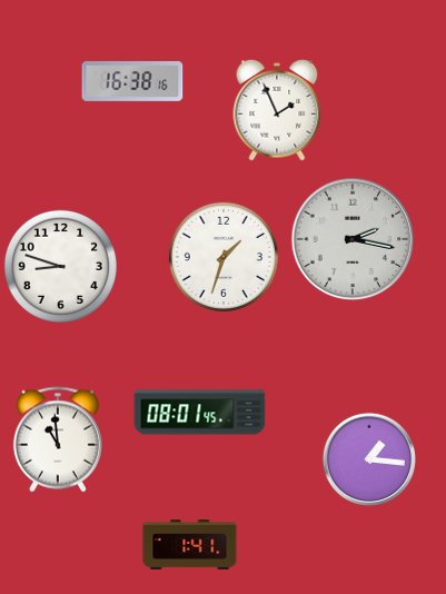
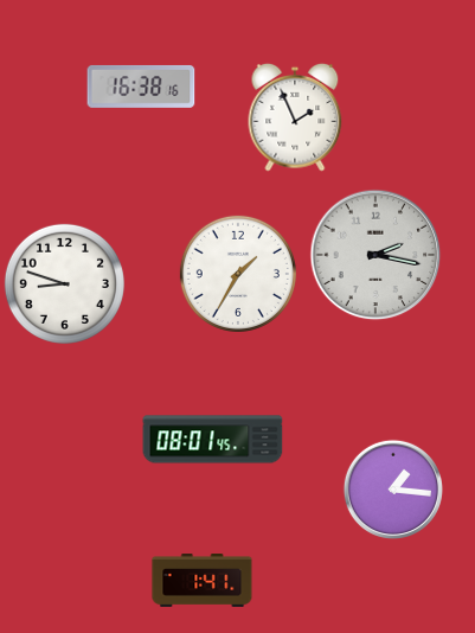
clock at (224, 257): 1:33 -> 1:35
clock at (58, 439): 10:59 -> none
